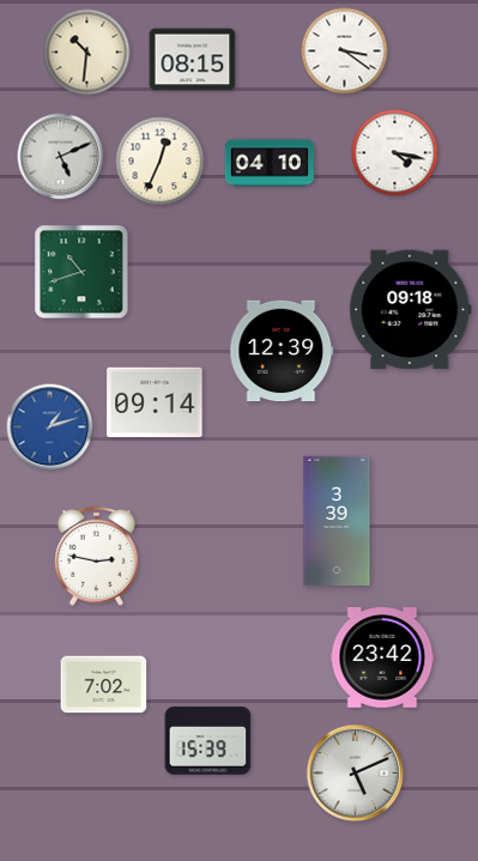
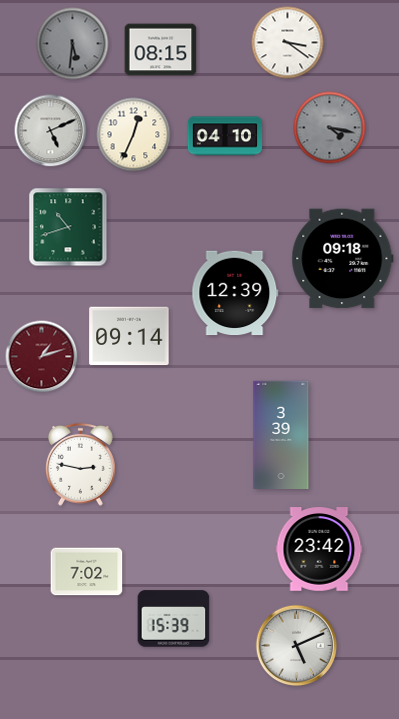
clock at (87, 53): 10:31 -> 5:31
clock at (87, 53) dial: cream -> grey
clock at (395, 153) dial: white -> grey
clock at (50, 428) dial: blue -> burgundy
